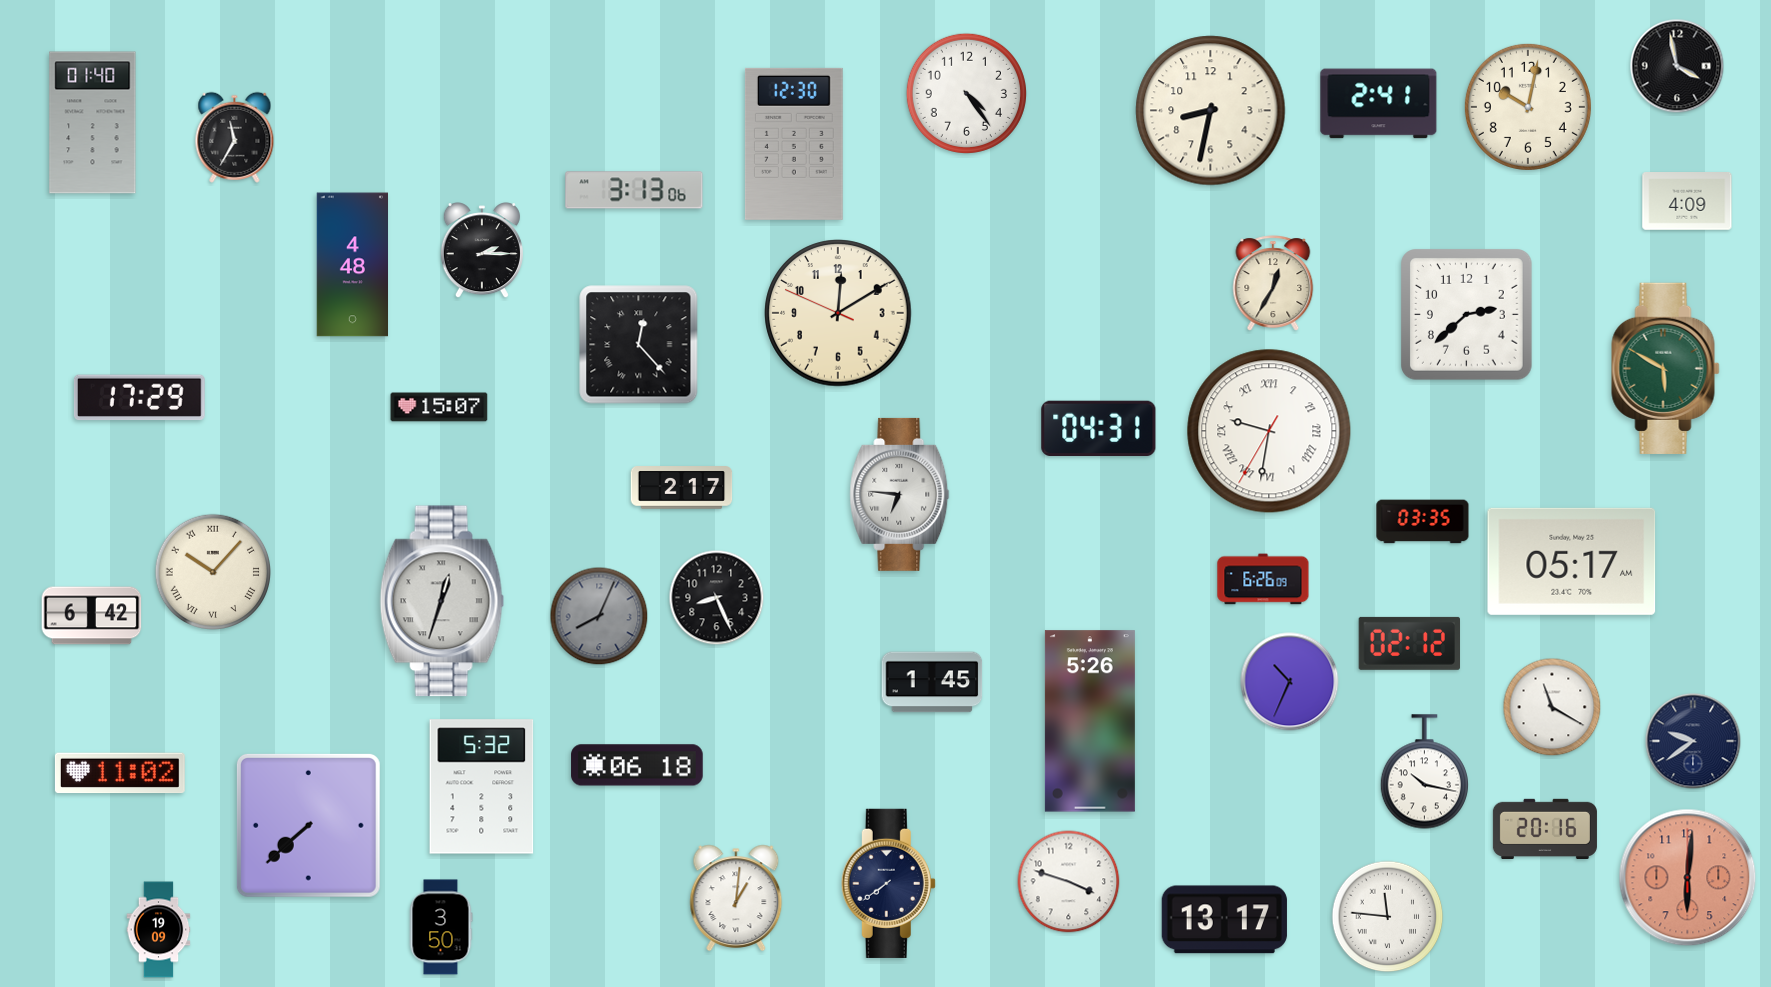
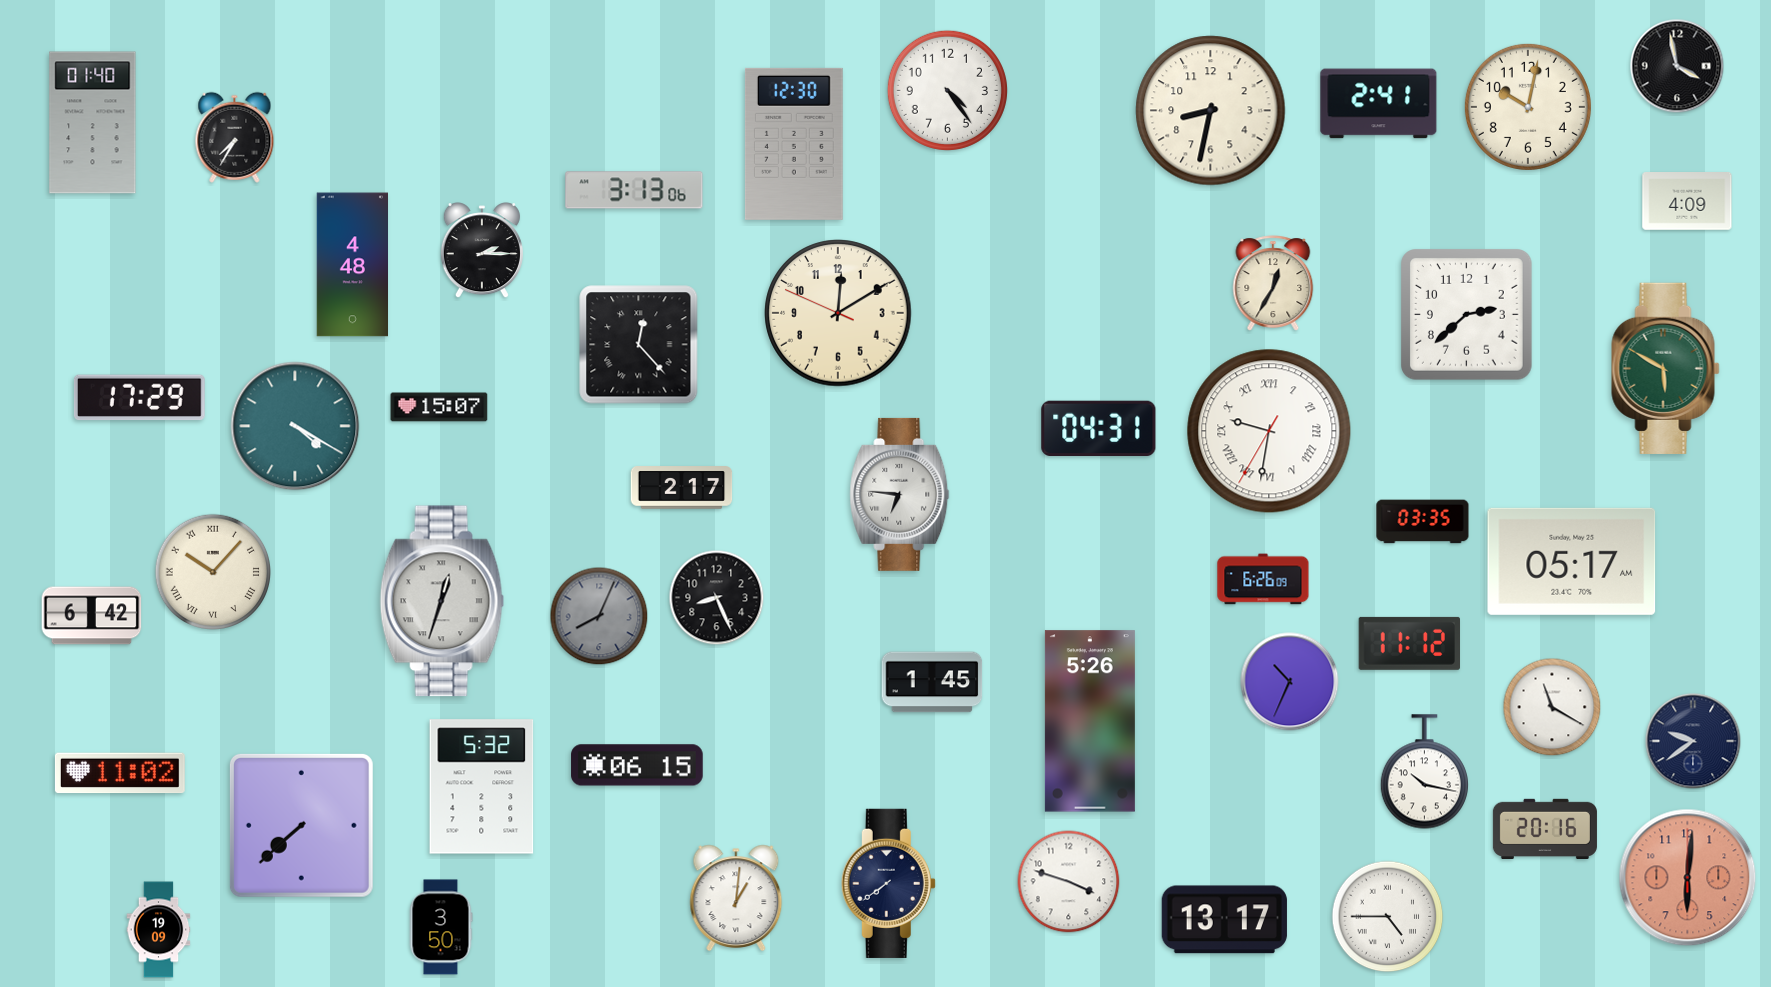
clock at (966, 93) position: (966, 93) -> (947, 90)
clock at (235, 137): 11:35 -> 7:35
clock at (295, 426): none -> 4:20
clock at (1409, 643): 02:12 -> 11:12
clock at (637, 765): 06:18 -> 06:15
clock at (308, 825) position: (308, 825) -> (301, 825)
clock at (1388, 917): 11:46 -> 4:45
